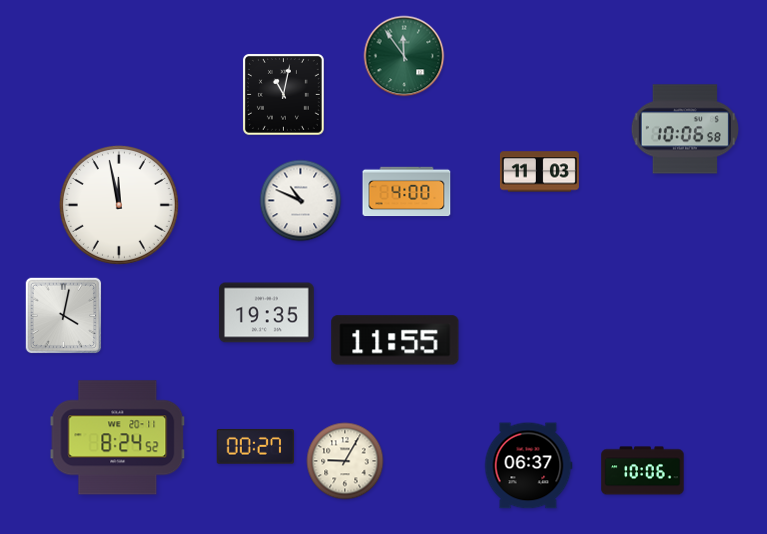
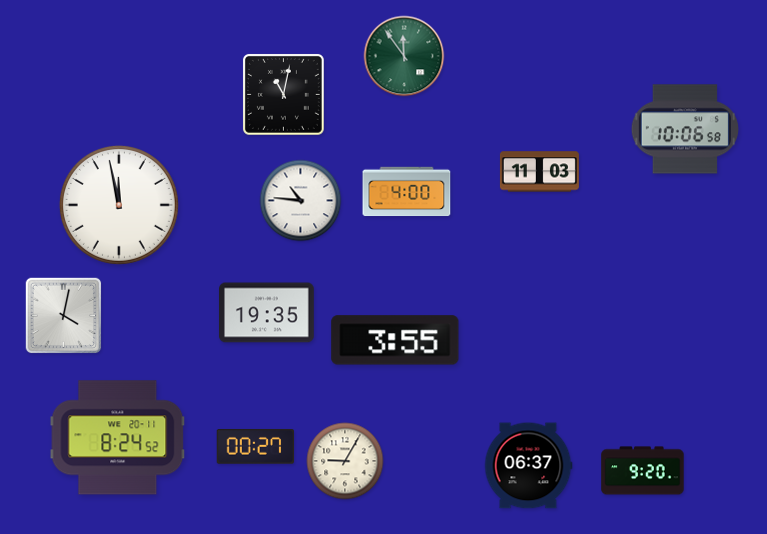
clock at (301, 201): 10:49 -> 10:46
clock at (395, 340): 11:55 -> 3:55
clock at (643, 471): 10:06 -> 9:20
